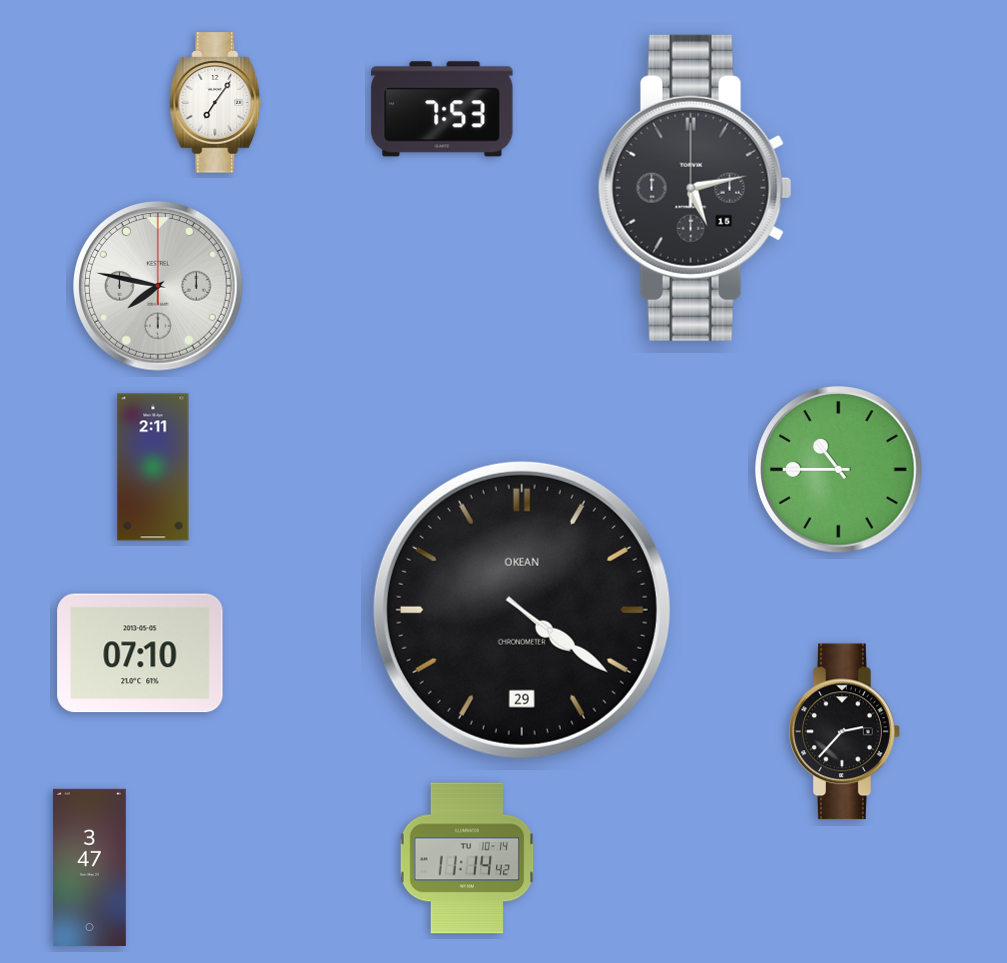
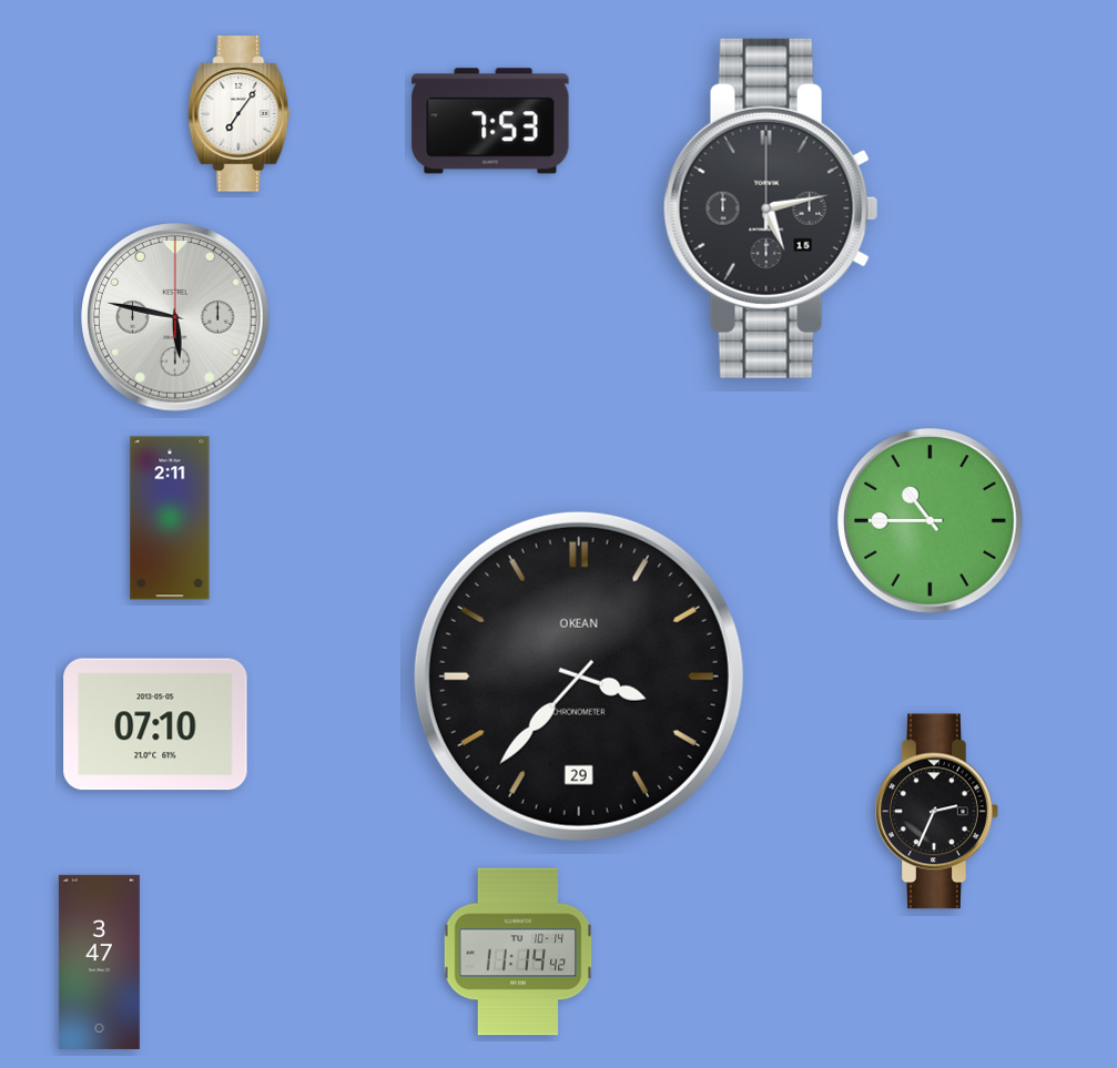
clock at (158, 286): 7:47 -> 5:47
clock at (522, 610): 4:21 -> 3:37
clock at (845, 732): 2:37 -> 2:34
